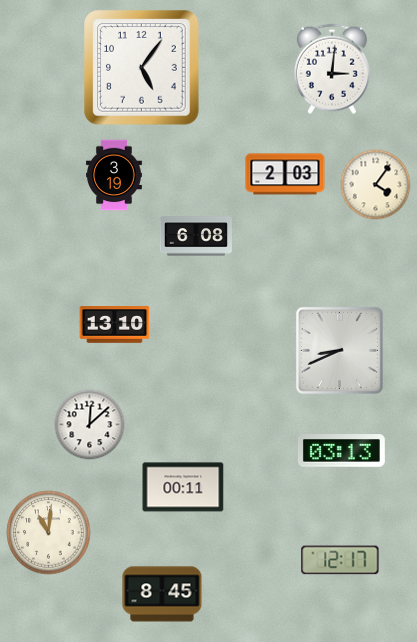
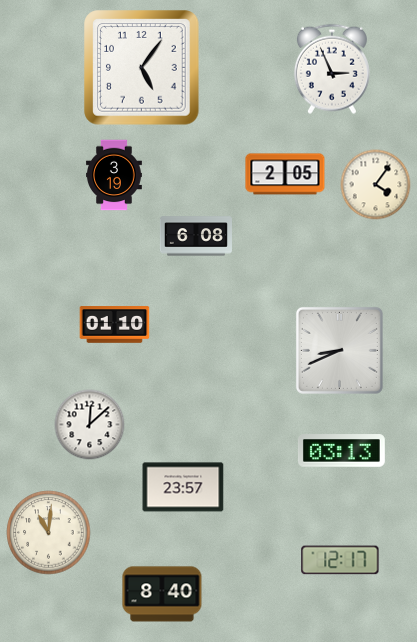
clock at (332, 69): 3:01 -> 2:56
clock at (285, 174): 2:03 -> 2:05
clock at (115, 325): 13:10 -> 01:10
clock at (183, 487): 00:11 -> 23:57
clock at (162, 594): 8:45 -> 8:40
